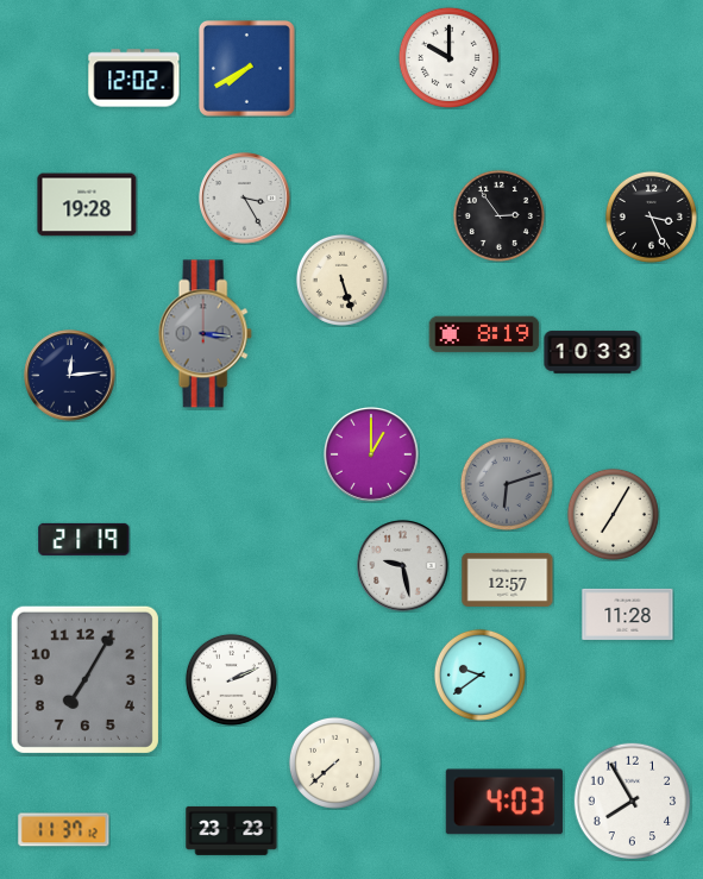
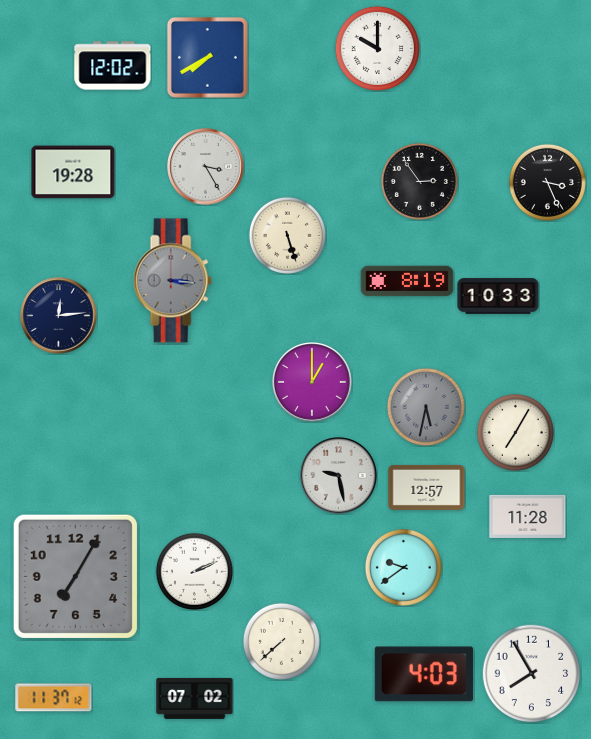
clock at (507, 484): 6:12 -> 5:32
clock at (84, 539): 21:19 -> none
clock at (84, 679) position: (84, 679) -> (75, 576)
clock at (232, 830): 23:23 -> 07:02
